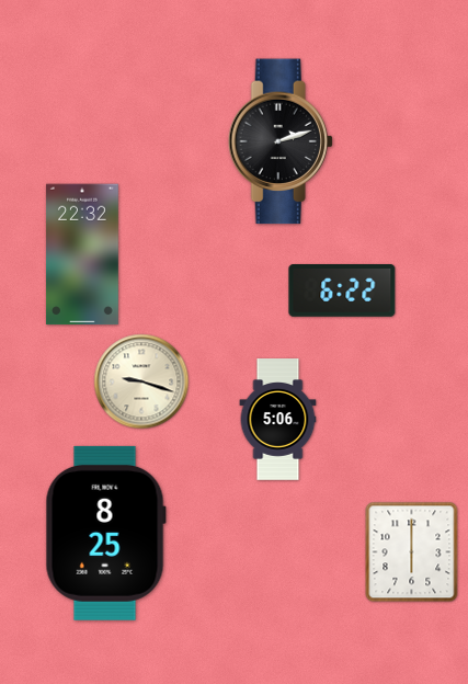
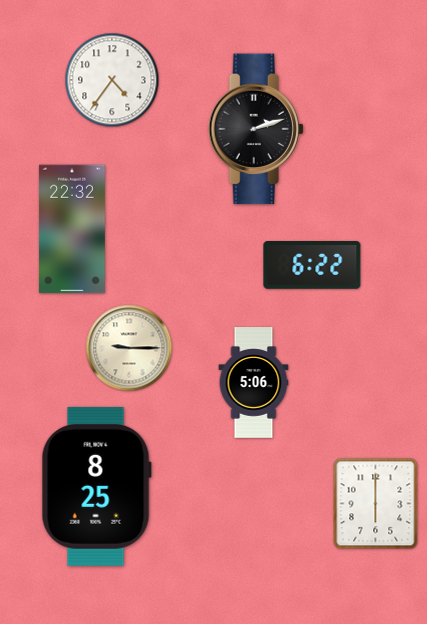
clock at (112, 80): none -> 4:36
clock at (82, 254) position: (82, 254) -> (72, 229)
clock at (141, 381): 9:18 -> 9:15
